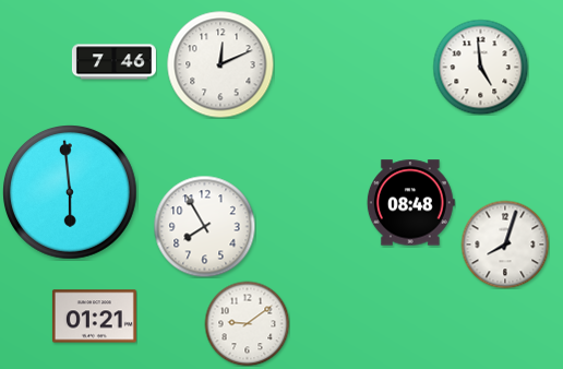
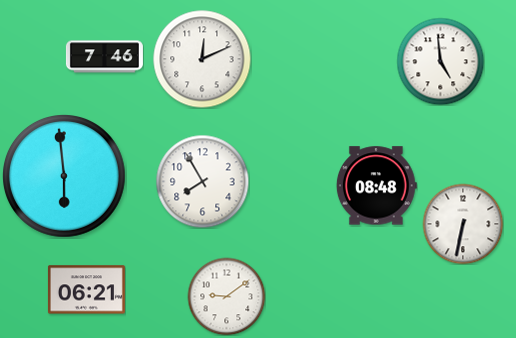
clock at (204, 226) position: (204, 226) -> (202, 181)
clock at (505, 245): 8:03 -> 6:32
clock at (94, 317): 01:21 -> 06:21
